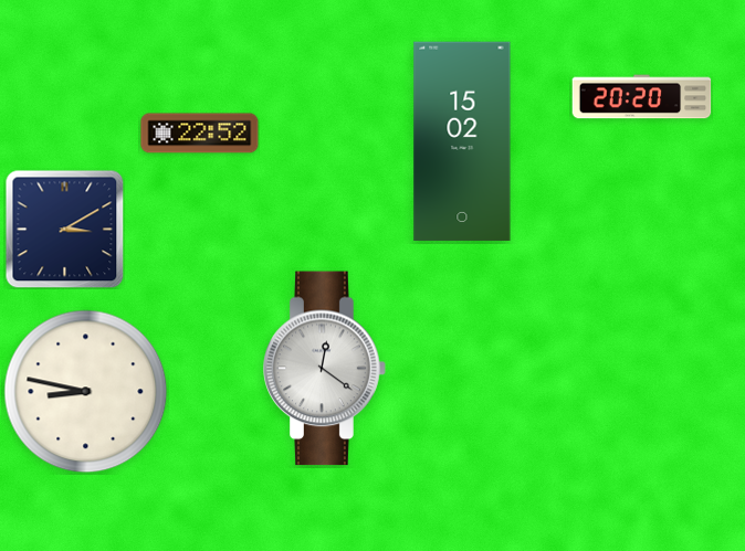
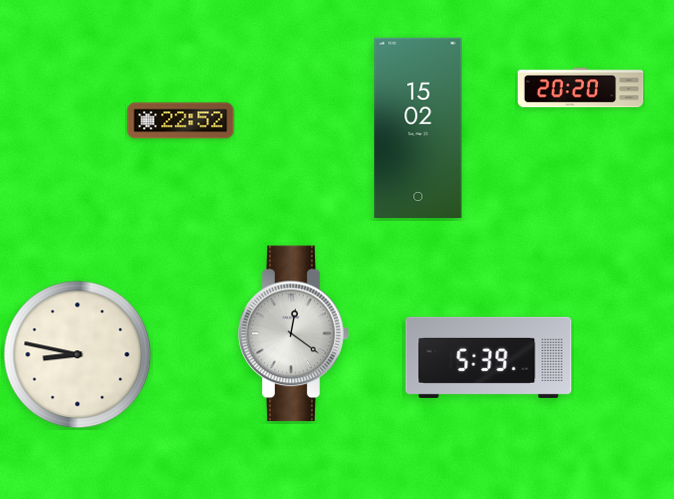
clock at (64, 229): 3:10 -> none
clock at (489, 357): none -> 5:39
